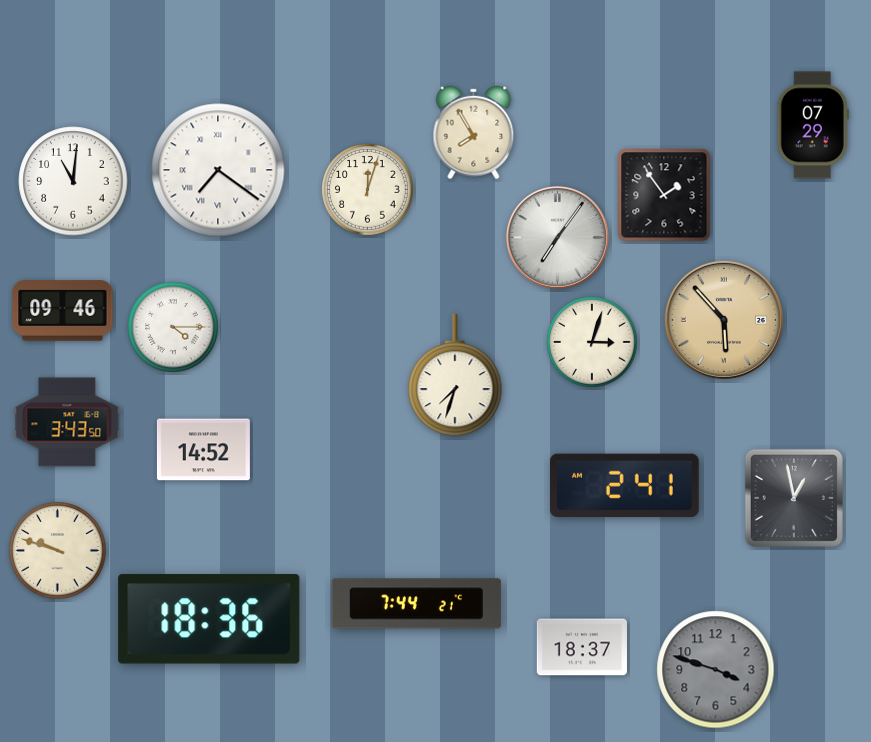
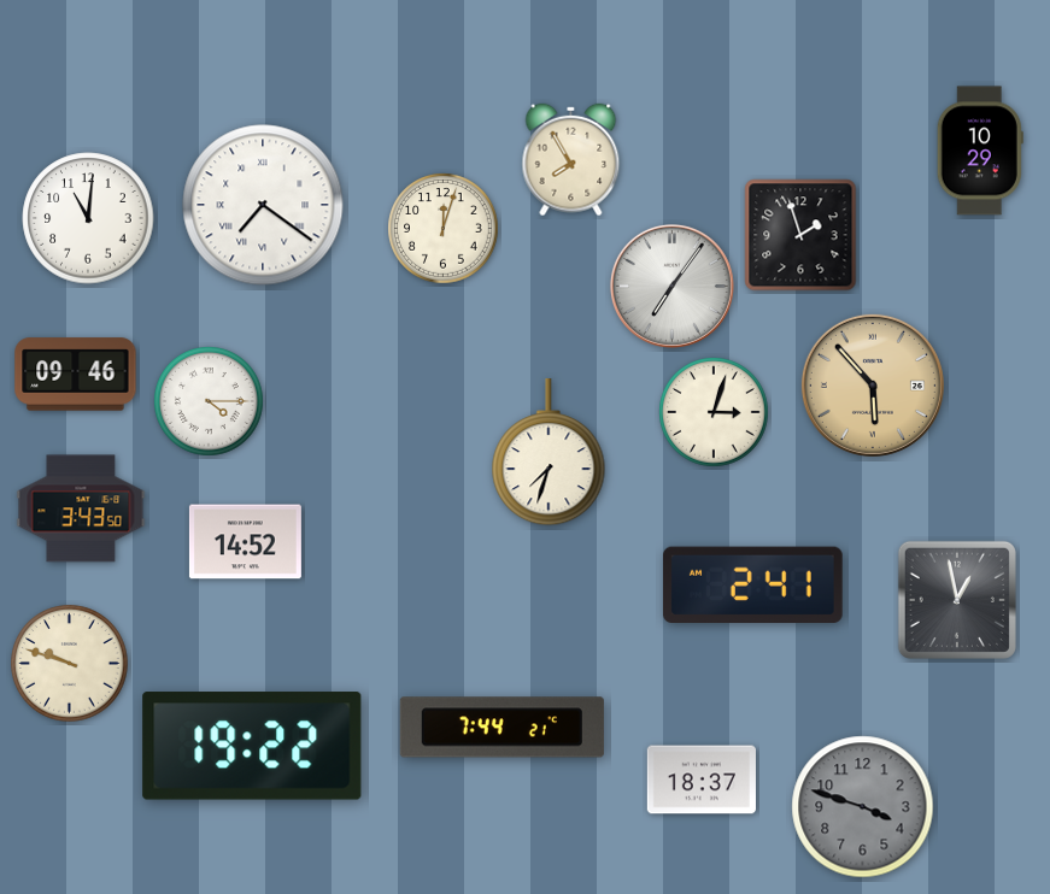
clock at (813, 125): 07:29 -> 10:29
clock at (664, 195): 1:54 -> 1:57
clock at (173, 327) position: (173, 327) -> (209, 401)
clock at (209, 619): 18:36 -> 19:22
